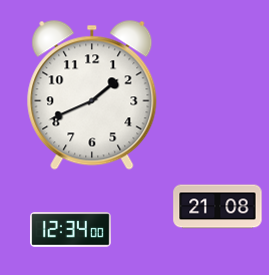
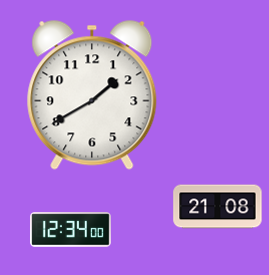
clock at (92, 95): 1:41 -> 1:40
